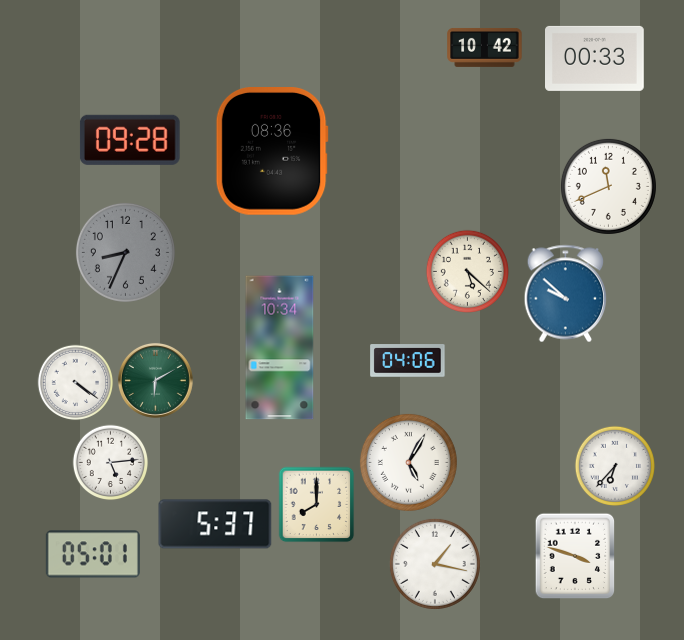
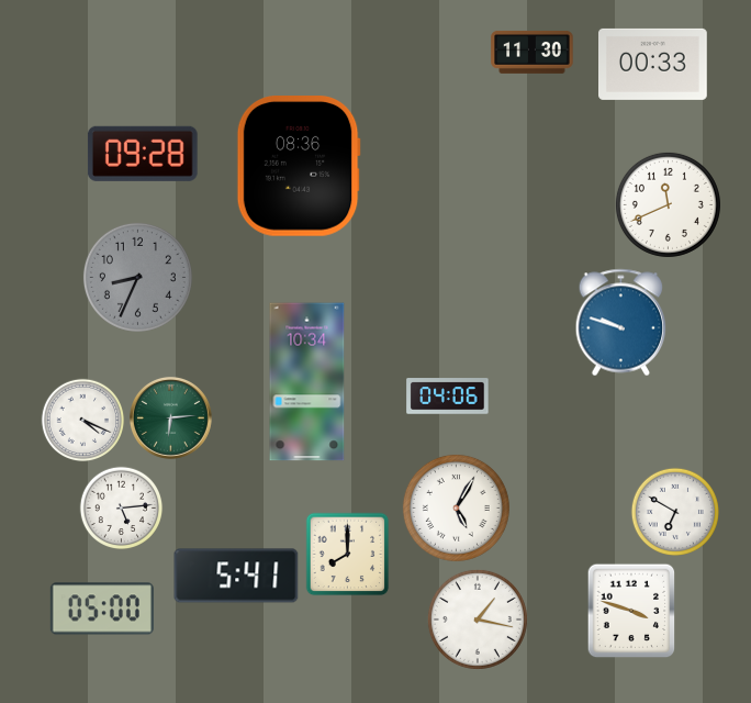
clock at (485, 47): 10:42 -> 11:30
clock at (467, 271): 5:22 -> none
clock at (566, 294): 9:52 -> 9:48
clock at (155, 380): 6:10 -> 6:14
clock at (76, 383): 4:21 -> 4:19
clock at (408, 462) position: (408, 462) -> (456, 507)
clock at (614, 465): 6:37 -> 6:50
clock at (215, 524): 5:37 -> 5:41
clock at (93, 554): 05:01 -> 05:00
